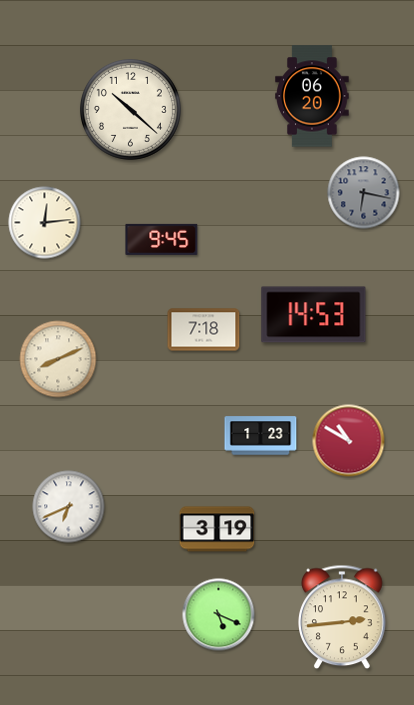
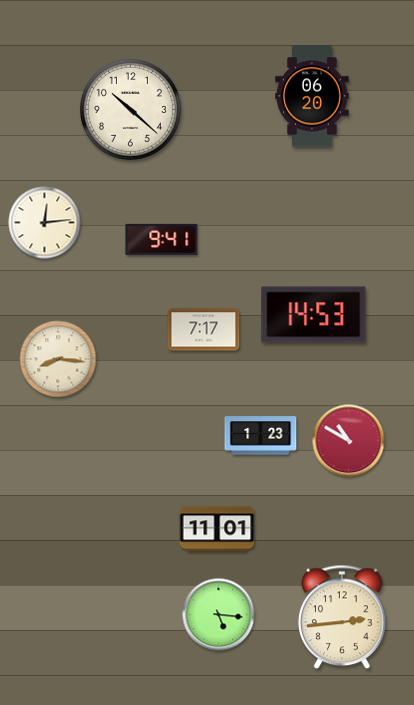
clock at (364, 193): 6:17 -> none
clock at (162, 239): 9:45 -> 9:41
clock at (204, 330): 7:18 -> 7:17
clock at (58, 359): 8:11 -> 8:16
clock at (69, 507): 6:41 -> none
clock at (217, 529): 3:19 -> 11:01
clock at (219, 615): 5:19 -> 5:16
